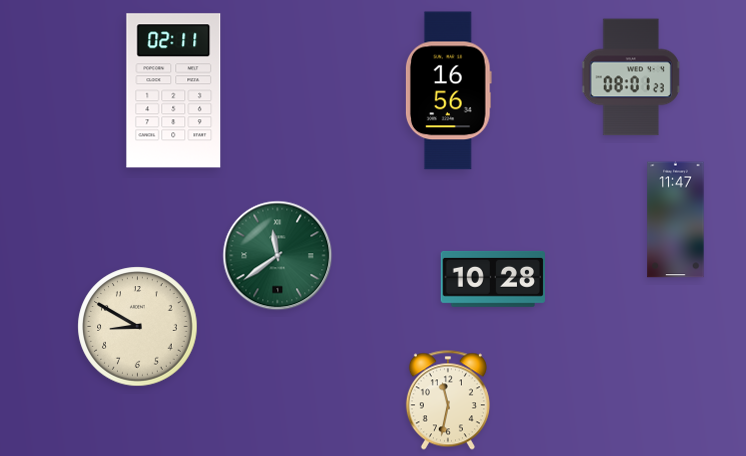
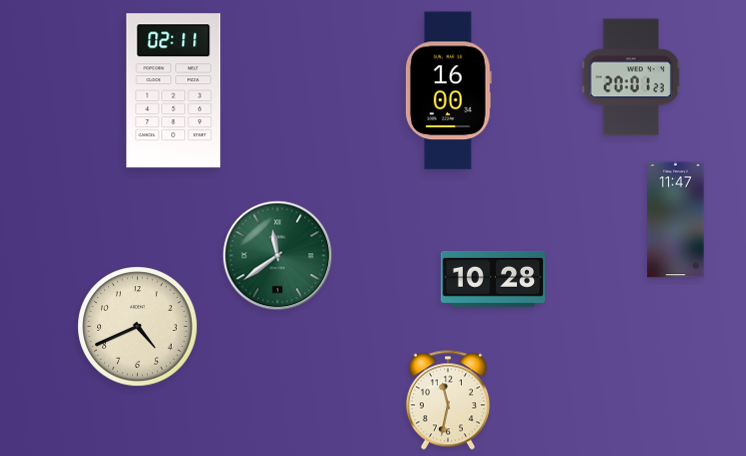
clock at (631, 77): 08:01 -> 20:01
clock at (448, 91): 16:56 -> 16:00
clock at (138, 327): 8:50 -> 4:41
